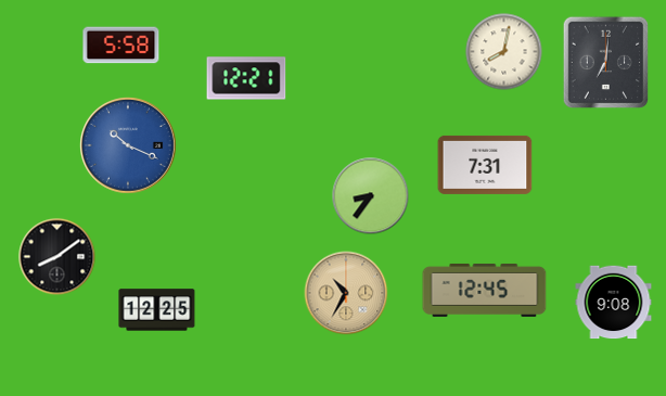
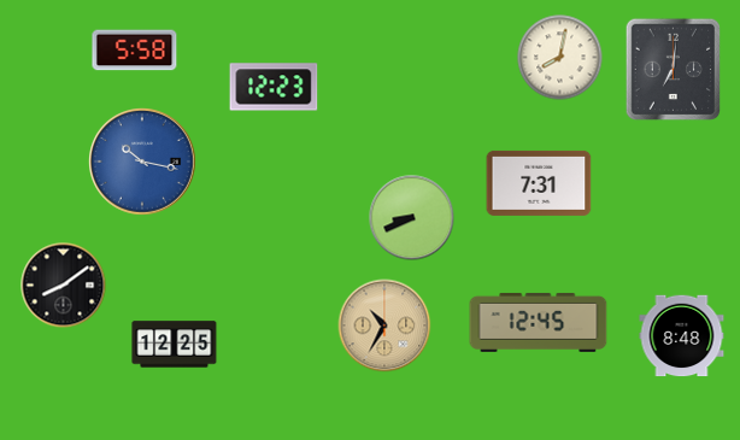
clock at (246, 78): 12:21 -> 12:23
clock at (129, 146): 10:19 -> 10:17
clock at (371, 196): 8:36 -> 8:41
clock at (614, 303): 9:08 -> 8:48
